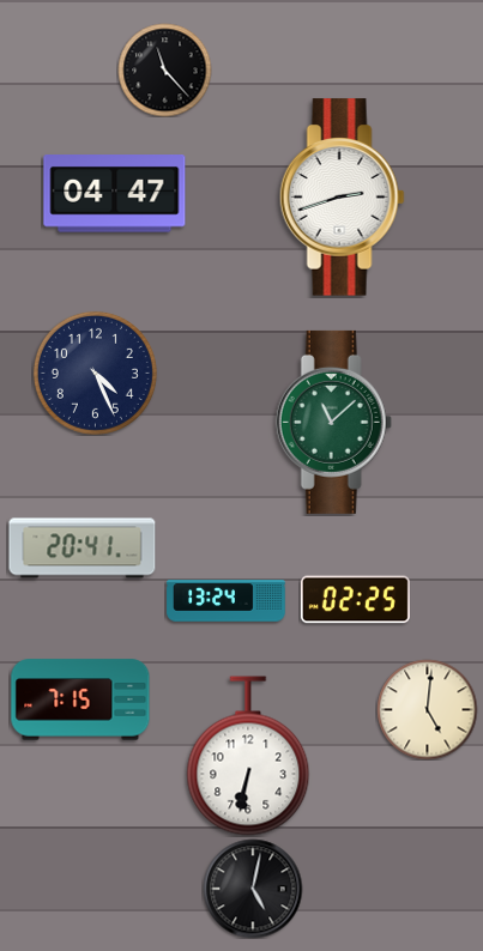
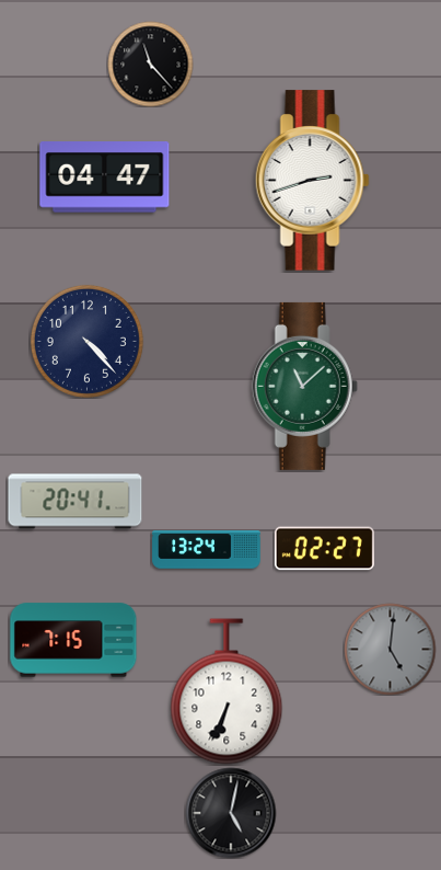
clock at (95, 372): 4:26 -> 4:23
clock at (355, 600): 02:25 -> 02:27
clock at (427, 709) dial: cream -> grey
clock at (248, 756): 6:32 -> 6:34
